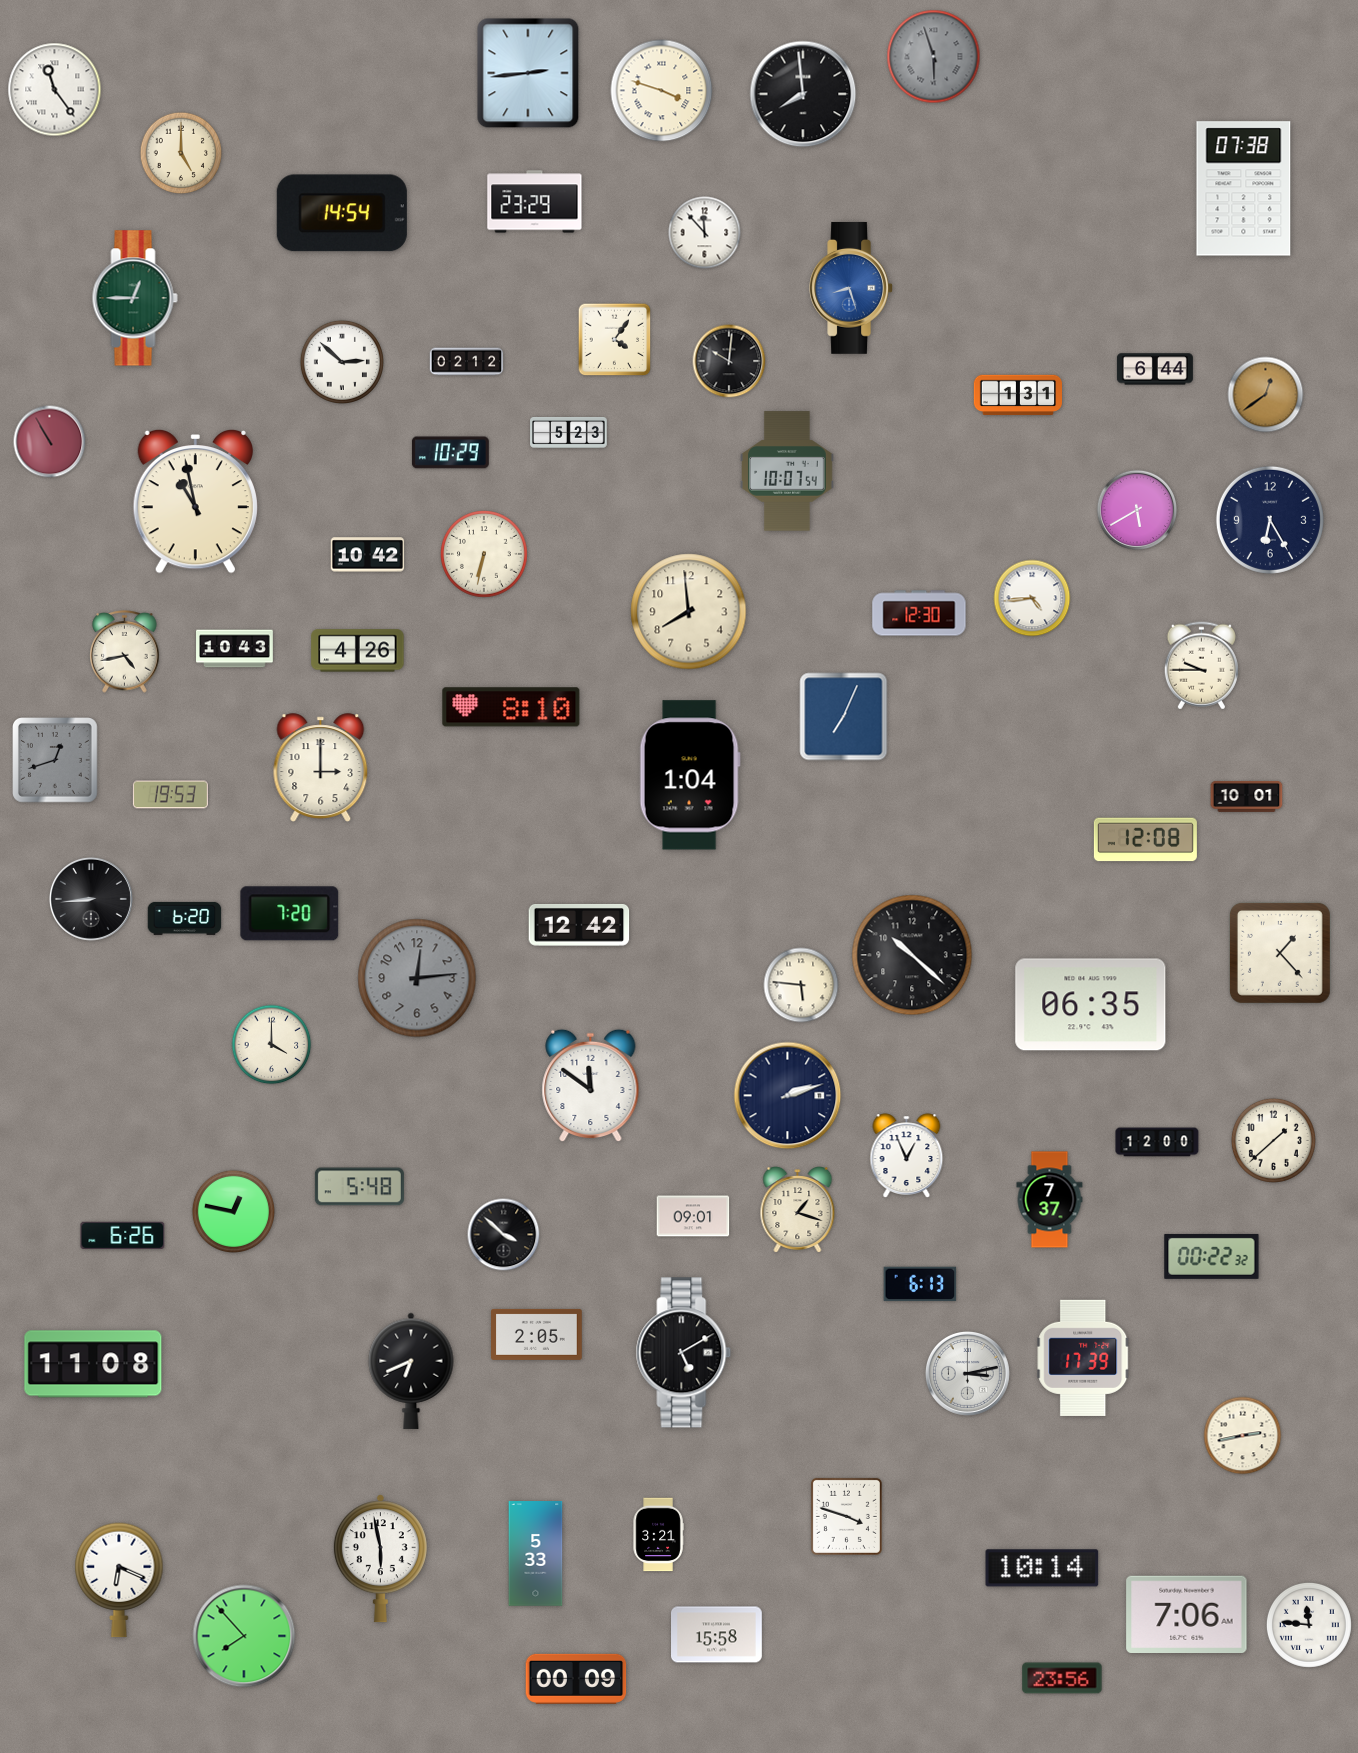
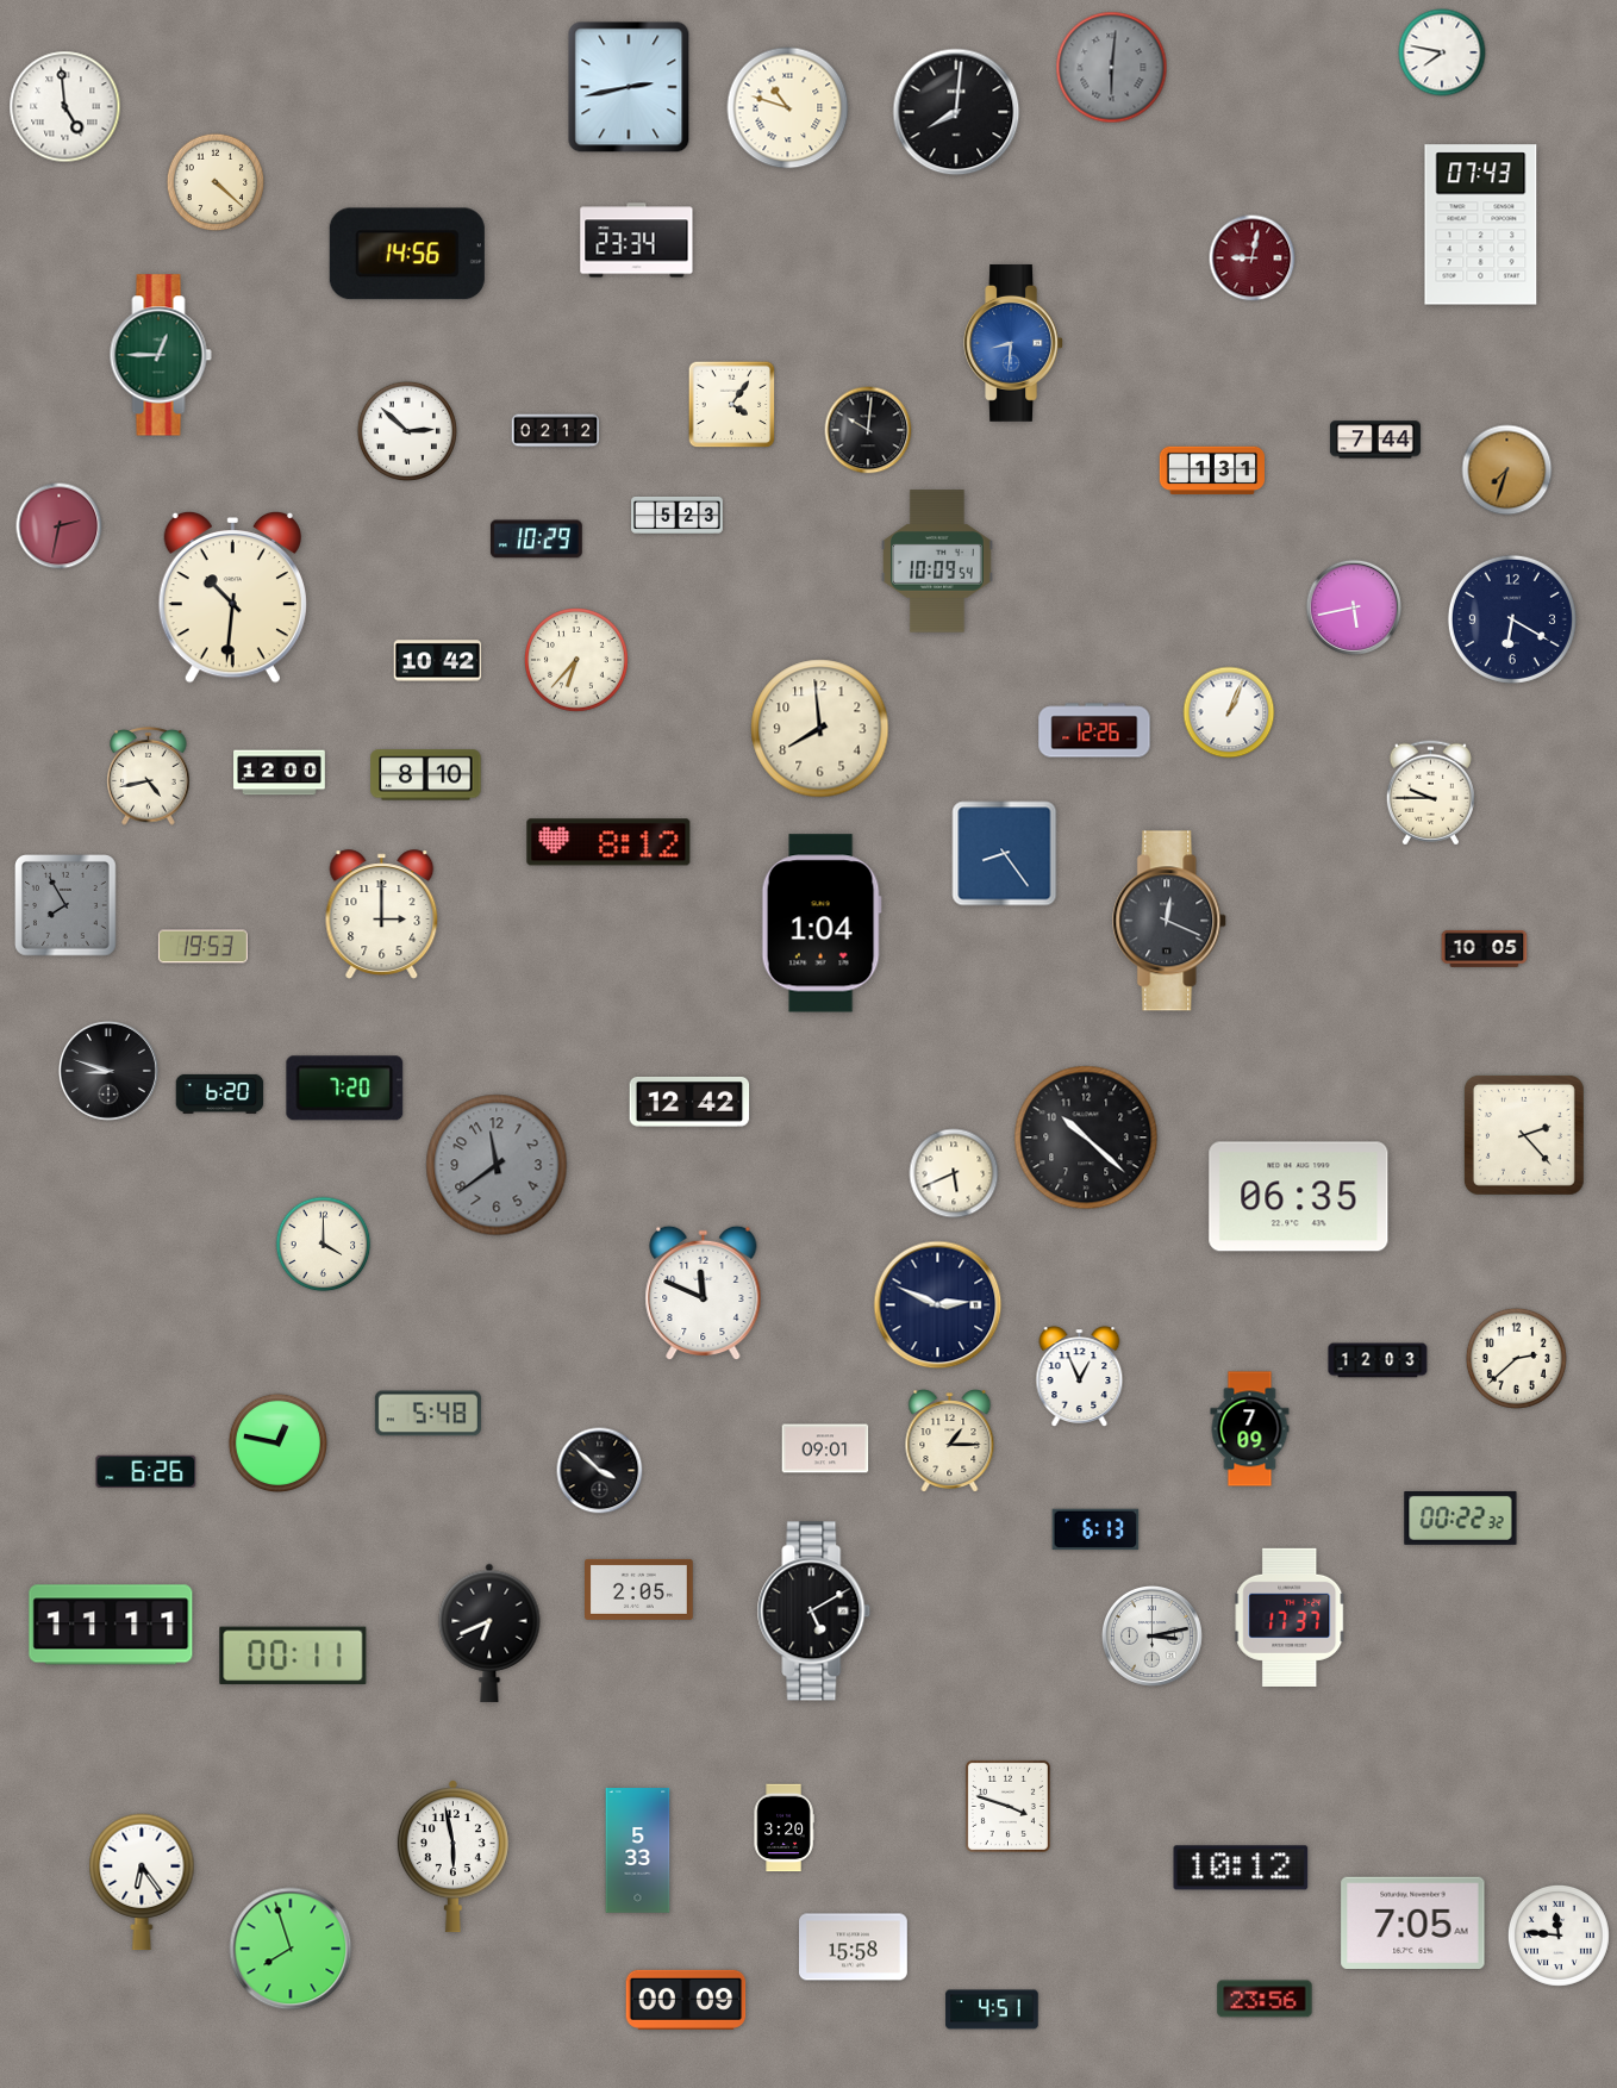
clock at (1442, 52): none -> 7:47
clock at (934, 57): 5:57 -> 6:01
clock at (528, 73): 2:44 -> 2:43
clock at (55, 90): 11:24 -> 4:59
clock at (662, 91): 3:48 -> 10:48
clock at (803, 94): 7:59 -> 8:01
clock at (181, 153): 5:00 -> 4:22
clock at (1244, 189): 07:38 -> 07:43
clock at (535, 202): 23:29 -> 23:34
clock at (342, 213): 14:54 -> 14:56
clock at (1253, 258): none -> 9:02
clock at (705, 233): 11:53 -> none
clock at (851, 288): 8:27 -> 8:31
clock at (1155, 369): 6:44 -> 7:44
clock at (1266, 395): 12:39 -> 7:33
clock at (50, 442): 10:55 -> 2:32
clock at (788, 471): 10:07 -> 10:09
clock at (195, 501): 10:58 -> 10:31
clock at (1136, 509): 5:40 -> 5:43
clock at (1270, 520): 6:25 -> 6:20
clock at (485, 555): 6:32 -> 6:37
clock at (1032, 598): 4:44 -> 1:04
clock at (919, 613): 12:30 -> 12:26
clock at (235, 649): 10:43 -> 12:00
clock at (358, 651): 4:26 -> 8:10
clock at (511, 707): 8:10 -> 8:12
clock at (844, 717): 7:04 -> 8:24
clock at (56, 761): 12:42 -> 7:55
clock at (1170, 921): none -> 12:19
clock at (1247, 796): 10:01 -> 10:05
clock at (1145, 840): 12:08 -> none
clock at (91, 899): 8:44 -> 8:48
clock at (1280, 953): 1:23 -> 2:23
clock at (417, 978): 12:14 -> 11:39
clock at (801, 985): 5:46 -> 5:41
clock at (591, 1086): 11:51 -> 11:49
clock at (788, 1096): 2:12 -> 2:49
clock at (1273, 1140): 1:38 -> 2:38
clock at (1157, 1142): 12:00 -> 12:03
clock at (1050, 1200): 7:37 -> 7:09
clock at (798, 1210): 1:18 -> 1:15
clock at (1212, 1256) position: (1212, 1256) -> (1461, 1517)
clock at (1084, 1358): 17:39 -> 17:37
clock at (93, 1364): 11:08 -> 11:11
clock at (293, 1656): none -> 00:11
clock at (1243, 1436): 2:43 -> none
clock at (658, 1535): 3:21 -> 3:20
clock at (1042, 1568): 10:14 -> 10:12
clock at (119, 1580): 6:19 -> 6:24
clock at (1187, 1614): 7:06 -> 7:05
clock at (244, 1636): 7:53 -> 7:57
clock at (992, 2009): none -> 4:51
